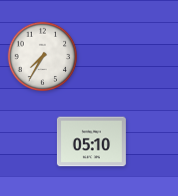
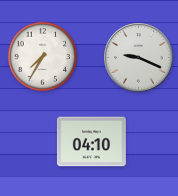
clock at (139, 58): none -> 9:19
clock at (91, 142): 05:10 -> 04:10
